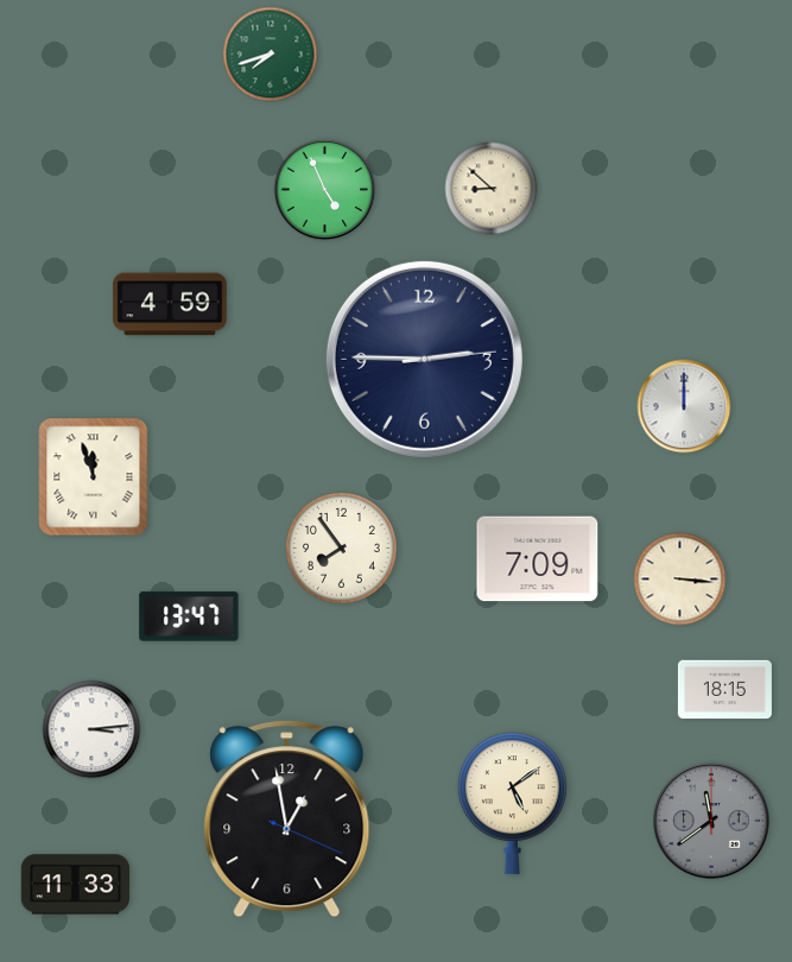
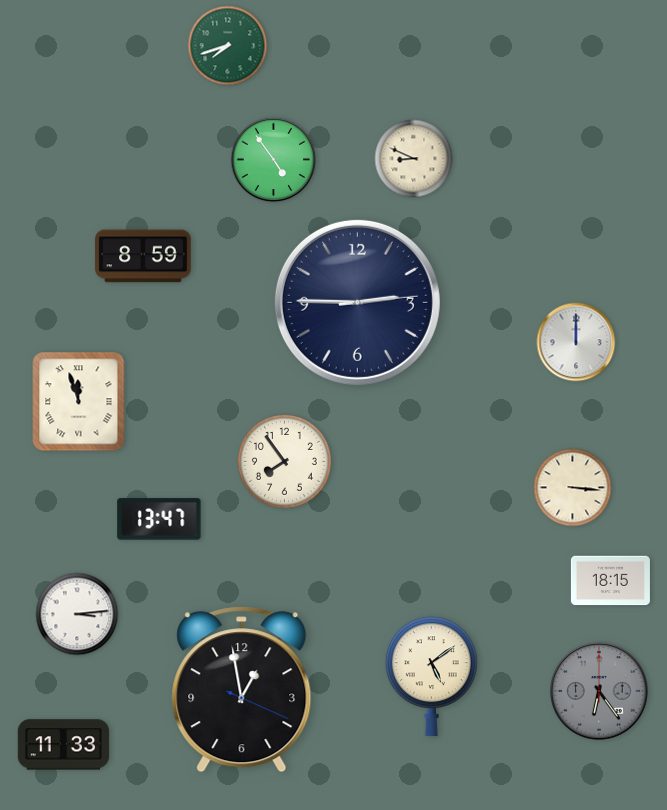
clock at (492, 189): 8:52 -> 8:49
clock at (325, 190): 4:56 -> 4:54
clock at (170, 304): 4:59 -> 8:59
clock at (342, 549) position: (342, 549) -> (285, 462)
clock at (538, 559): 7:09 -> none
clock at (711, 821): 11:39 -> 6:24
